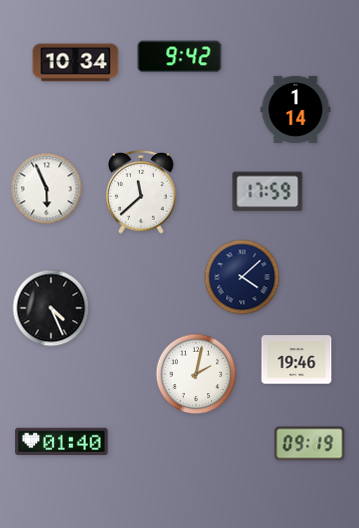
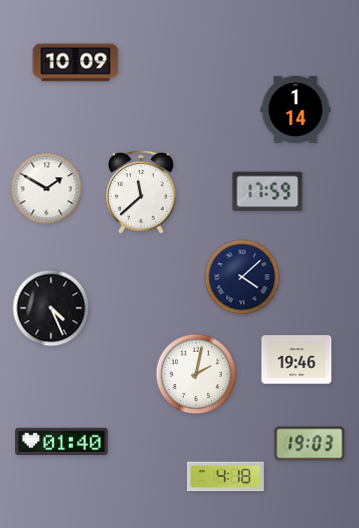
clock at (180, 57): 9:42 -> none
clock at (76, 63): 10:34 -> 10:09
clock at (47, 189): 5:56 -> 1:50
clock at (310, 444): 09:19 -> 19:03
clock at (225, 477): none -> 4:18
